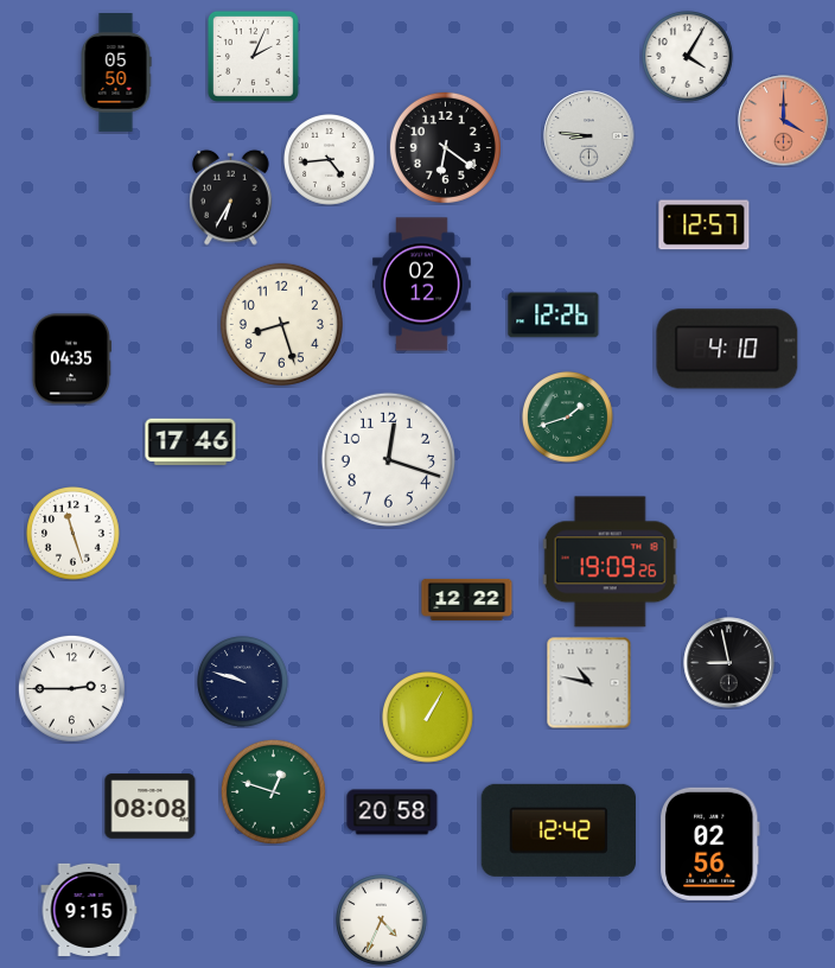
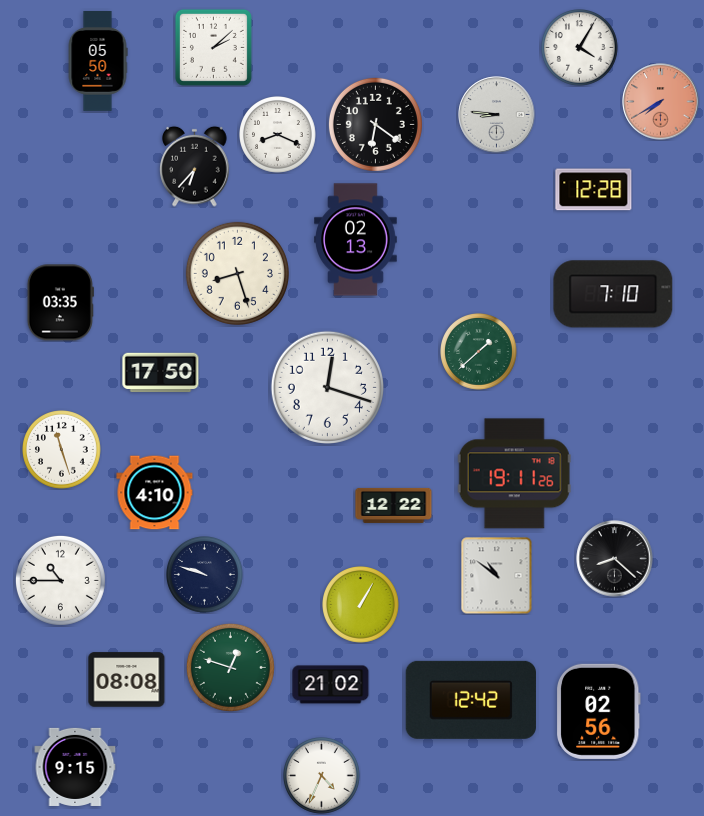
clock at (253, 56): 2:04 -> 2:08
clock at (784, 121): 4:00 -> 7:40
clock at (330, 160): 4:44 -> 8:19
clock at (231, 197): 6:35 -> 6:37
clock at (705, 225): 12:57 -> 12:28
clock at (422, 285): 02:12 -> 02:13
clock at (554, 316): 12:26 -> none
clock at (727, 349): 4:10 -> 7:10
clock at (71, 359): 04:35 -> 03:35
clock at (568, 418): 1:42 -> 1:38
clock at (191, 442): 17:46 -> 17:50
clock at (610, 562): 19:09 -> 19:11
clock at (155, 493): none -> 4:10
clock at (729, 663): 8:58 -> 8:22
clock at (589, 683): 10:47 -> 10:51
clock at (71, 688): 2:45 -> 10:45
clock at (393, 813): 20:58 -> 21:02
